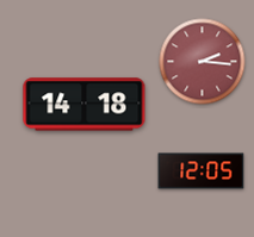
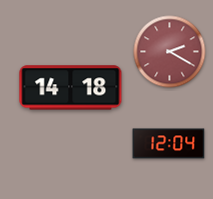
clock at (203, 62): 2:16 -> 2:20
clock at (202, 171): 12:05 -> 12:04
